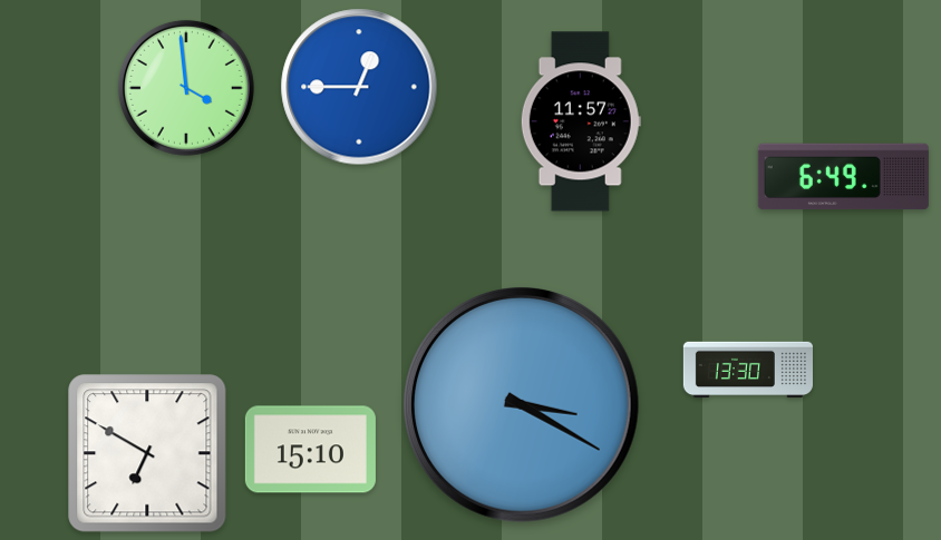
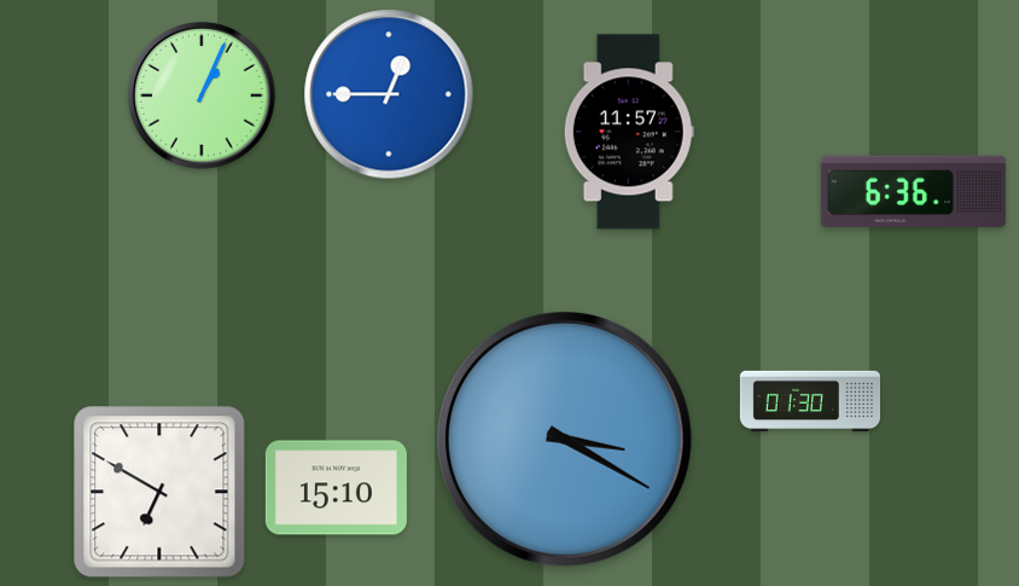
clock at (186, 88): 3:59 -> 1:04
clock at (843, 177): 6:49 -> 6:36
clock at (747, 370): 13:30 -> 01:30
